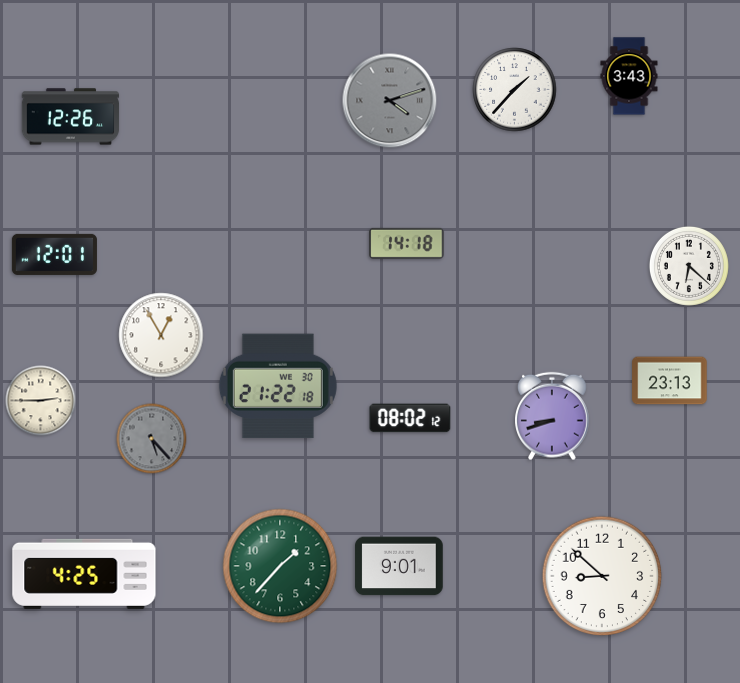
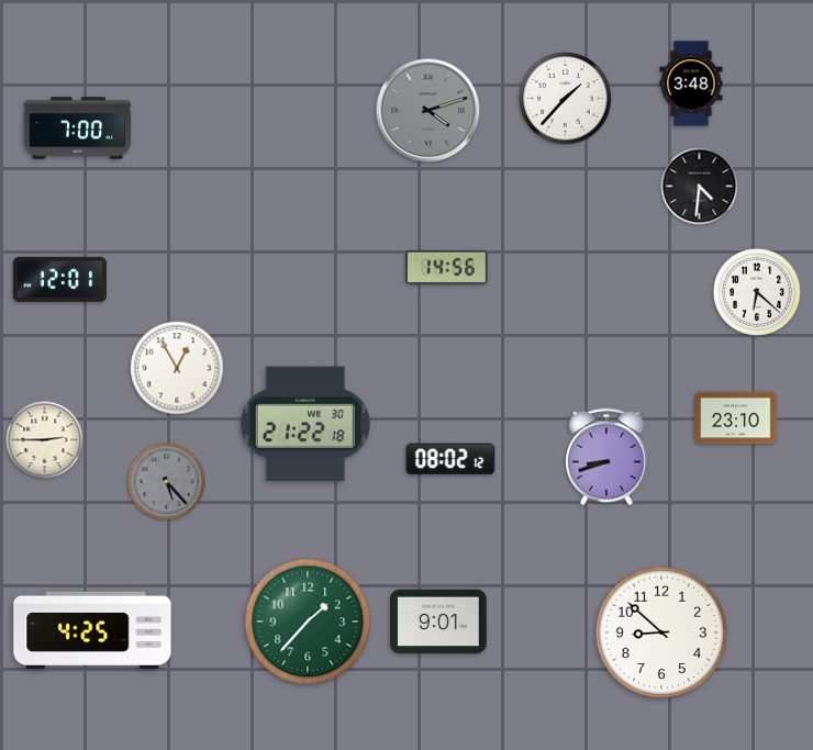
clock at (629, 76): 3:43 -> 3:48
clock at (71, 117): 12:26 -> 7:00
clock at (700, 187): none -> 4:31
clock at (407, 243): 14:18 -> 14:56
clock at (670, 381): 23:13 -> 23:10
